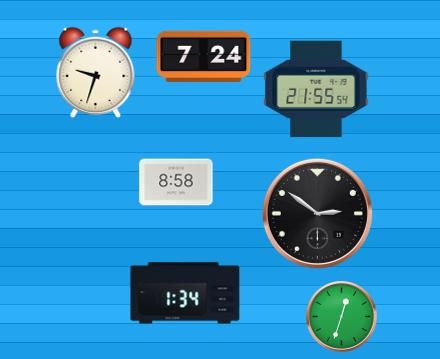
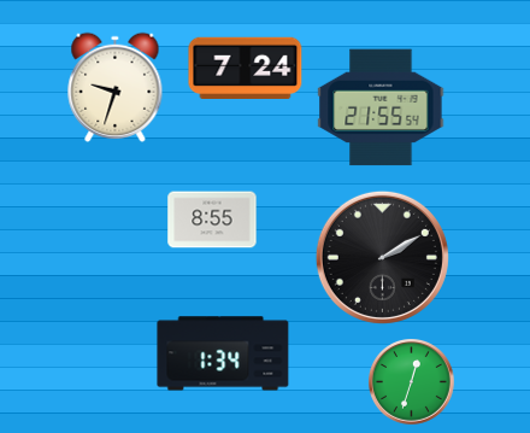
clock at (176, 182): 8:58 -> 8:55
clock at (317, 213): 2:51 -> 2:10
